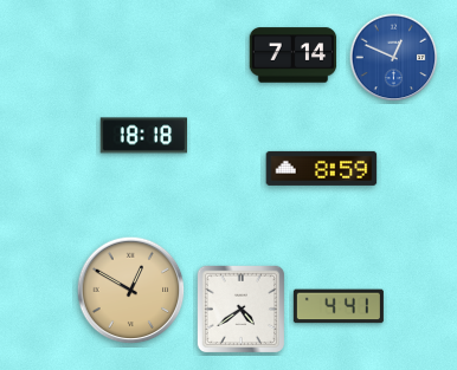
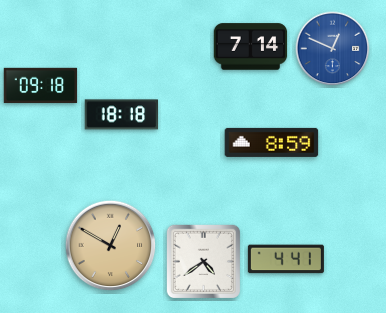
clock at (294, 56) position: (294, 56) -> (251, 47)
clock at (41, 86): none -> 09:18
